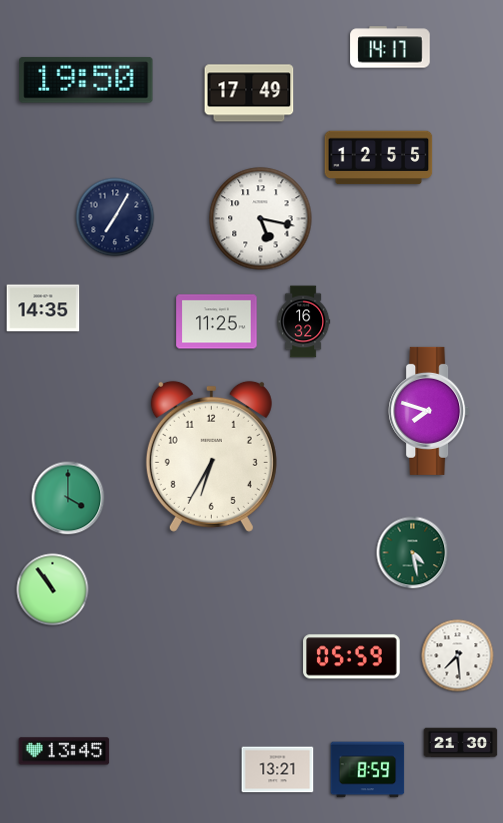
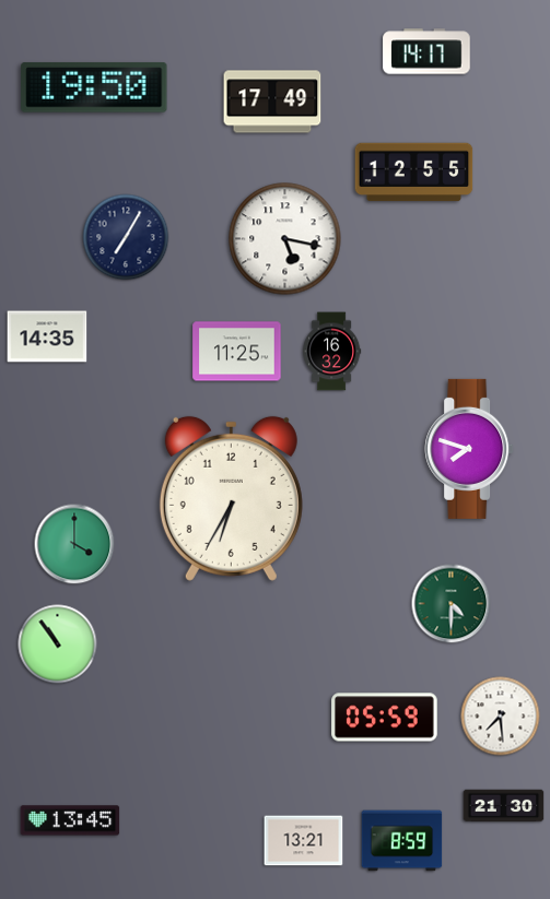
clock at (413, 553): 4:28 -> 4:30
clock at (461, 743) position: (461, 743) -> (504, 806)
